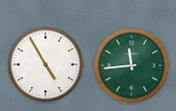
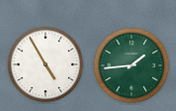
clock at (132, 66): 11:44 -> 1:44
